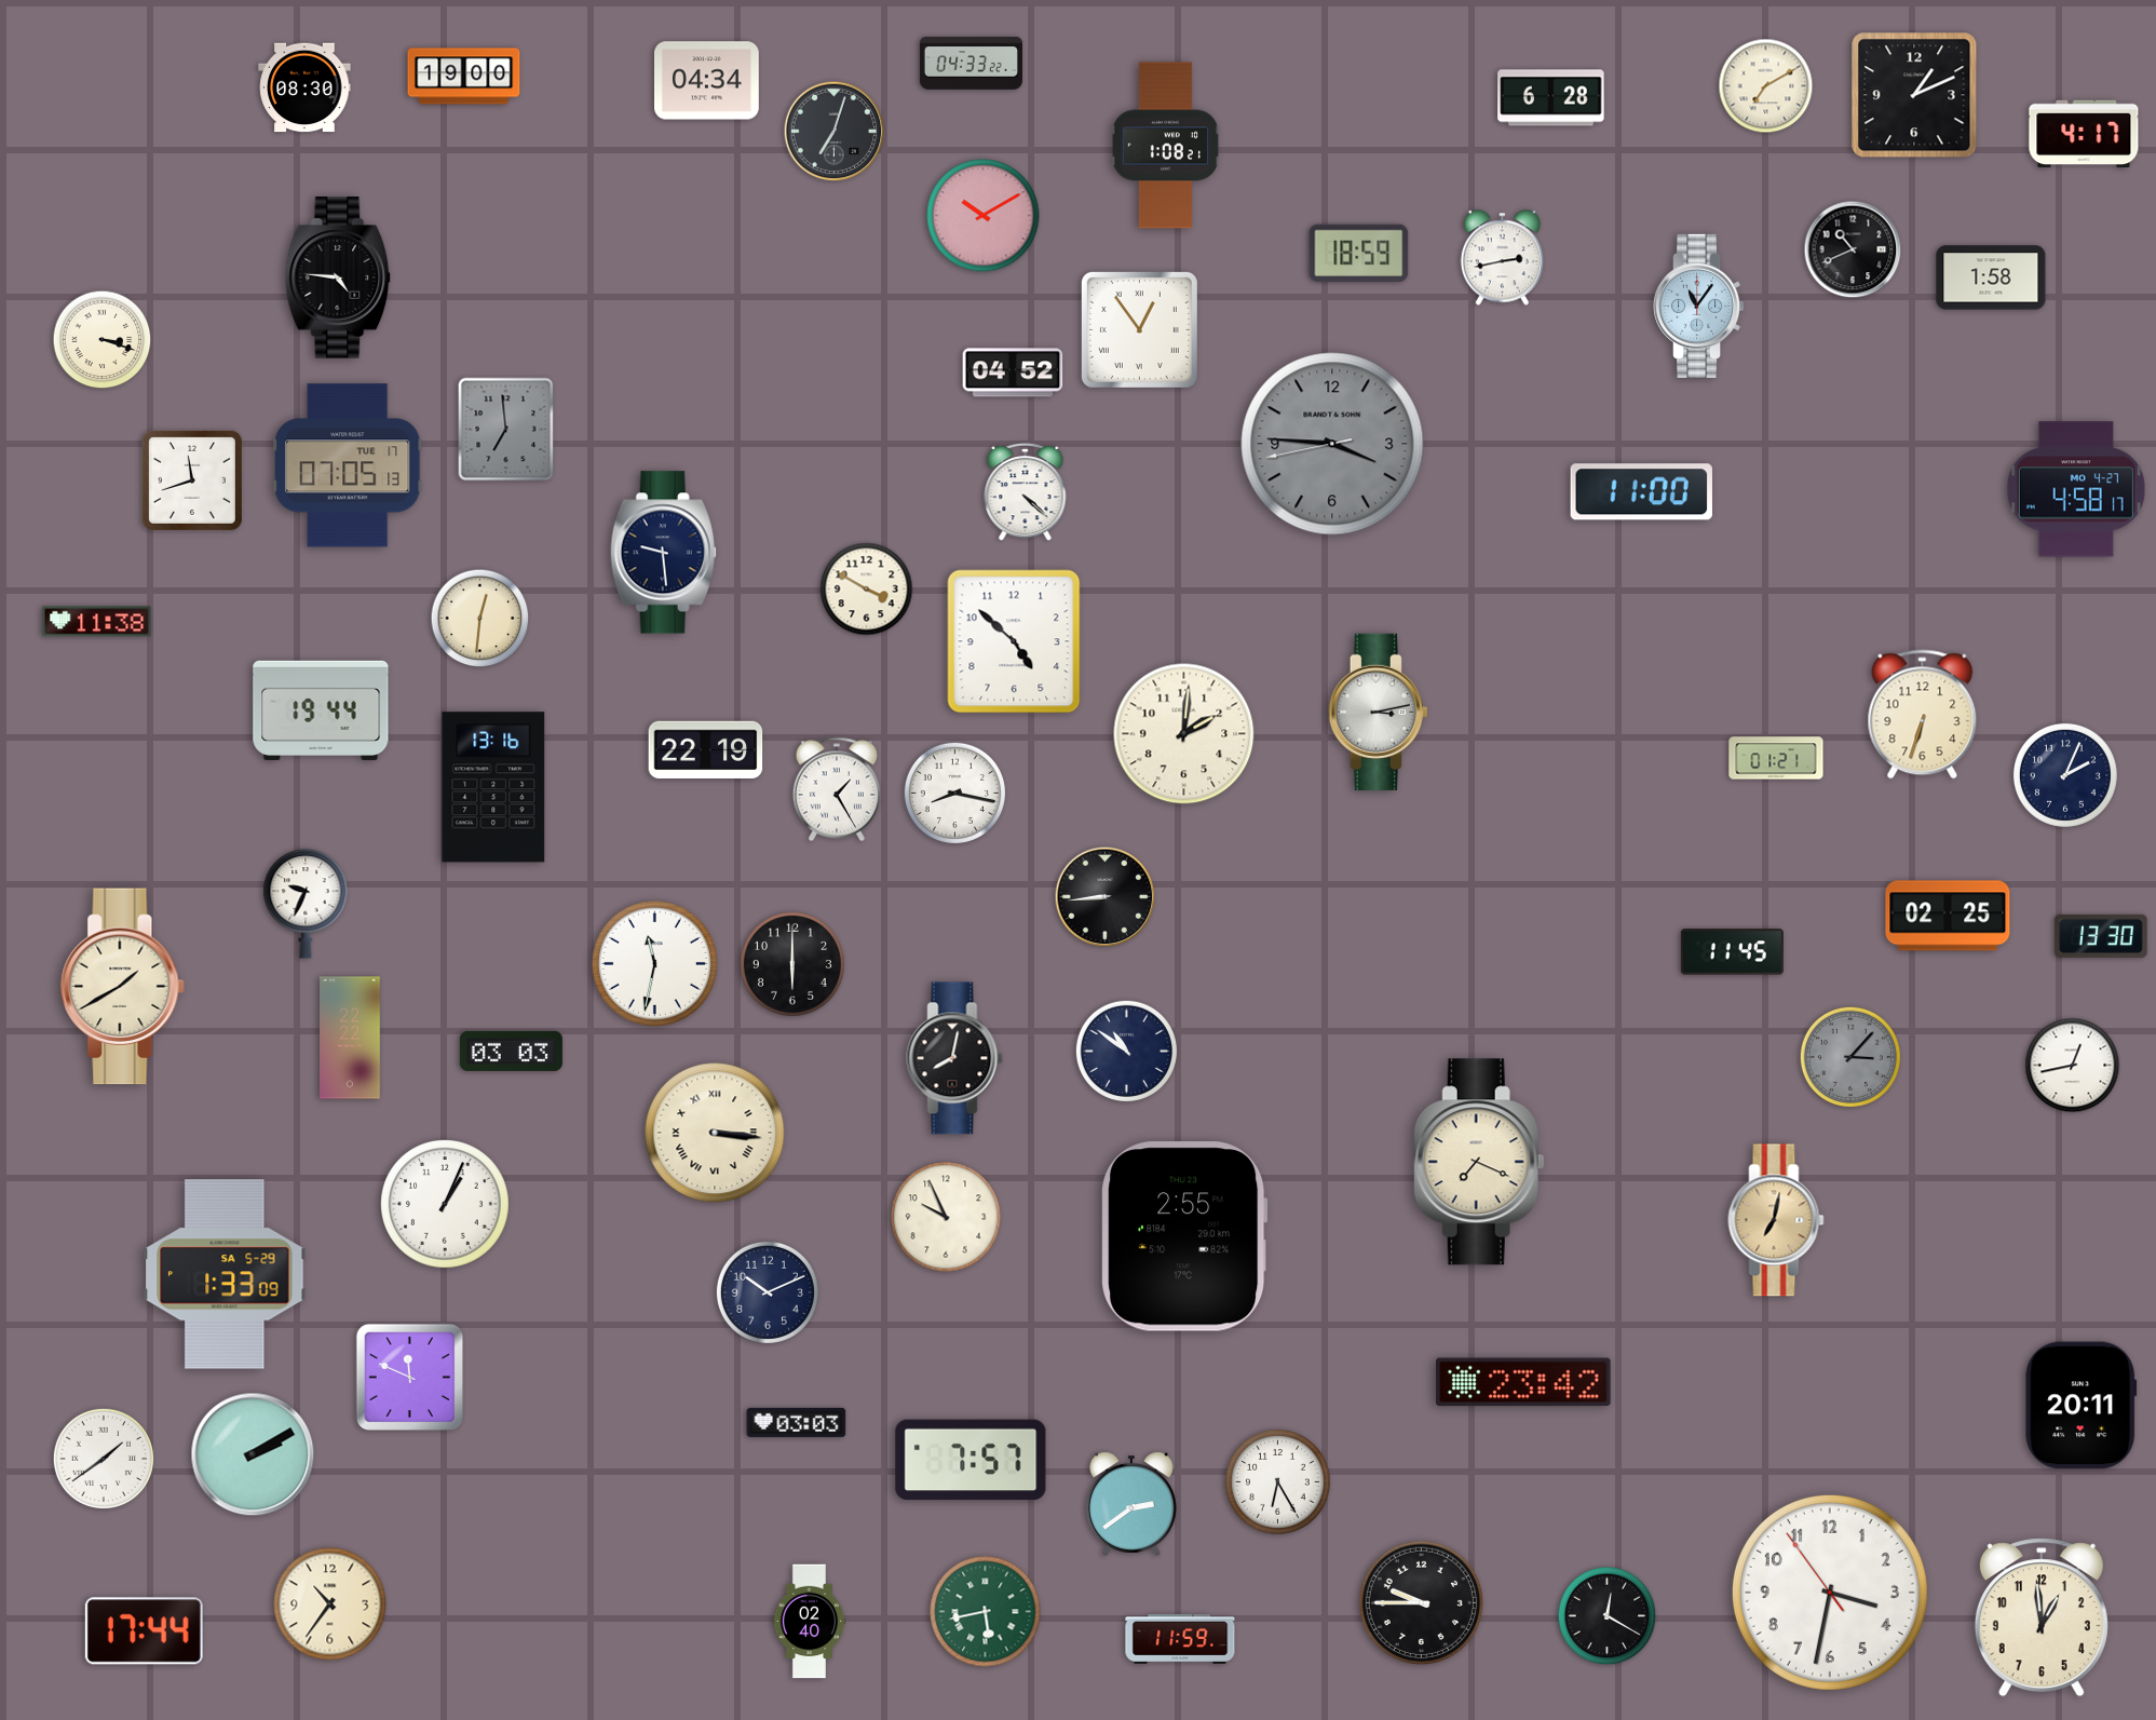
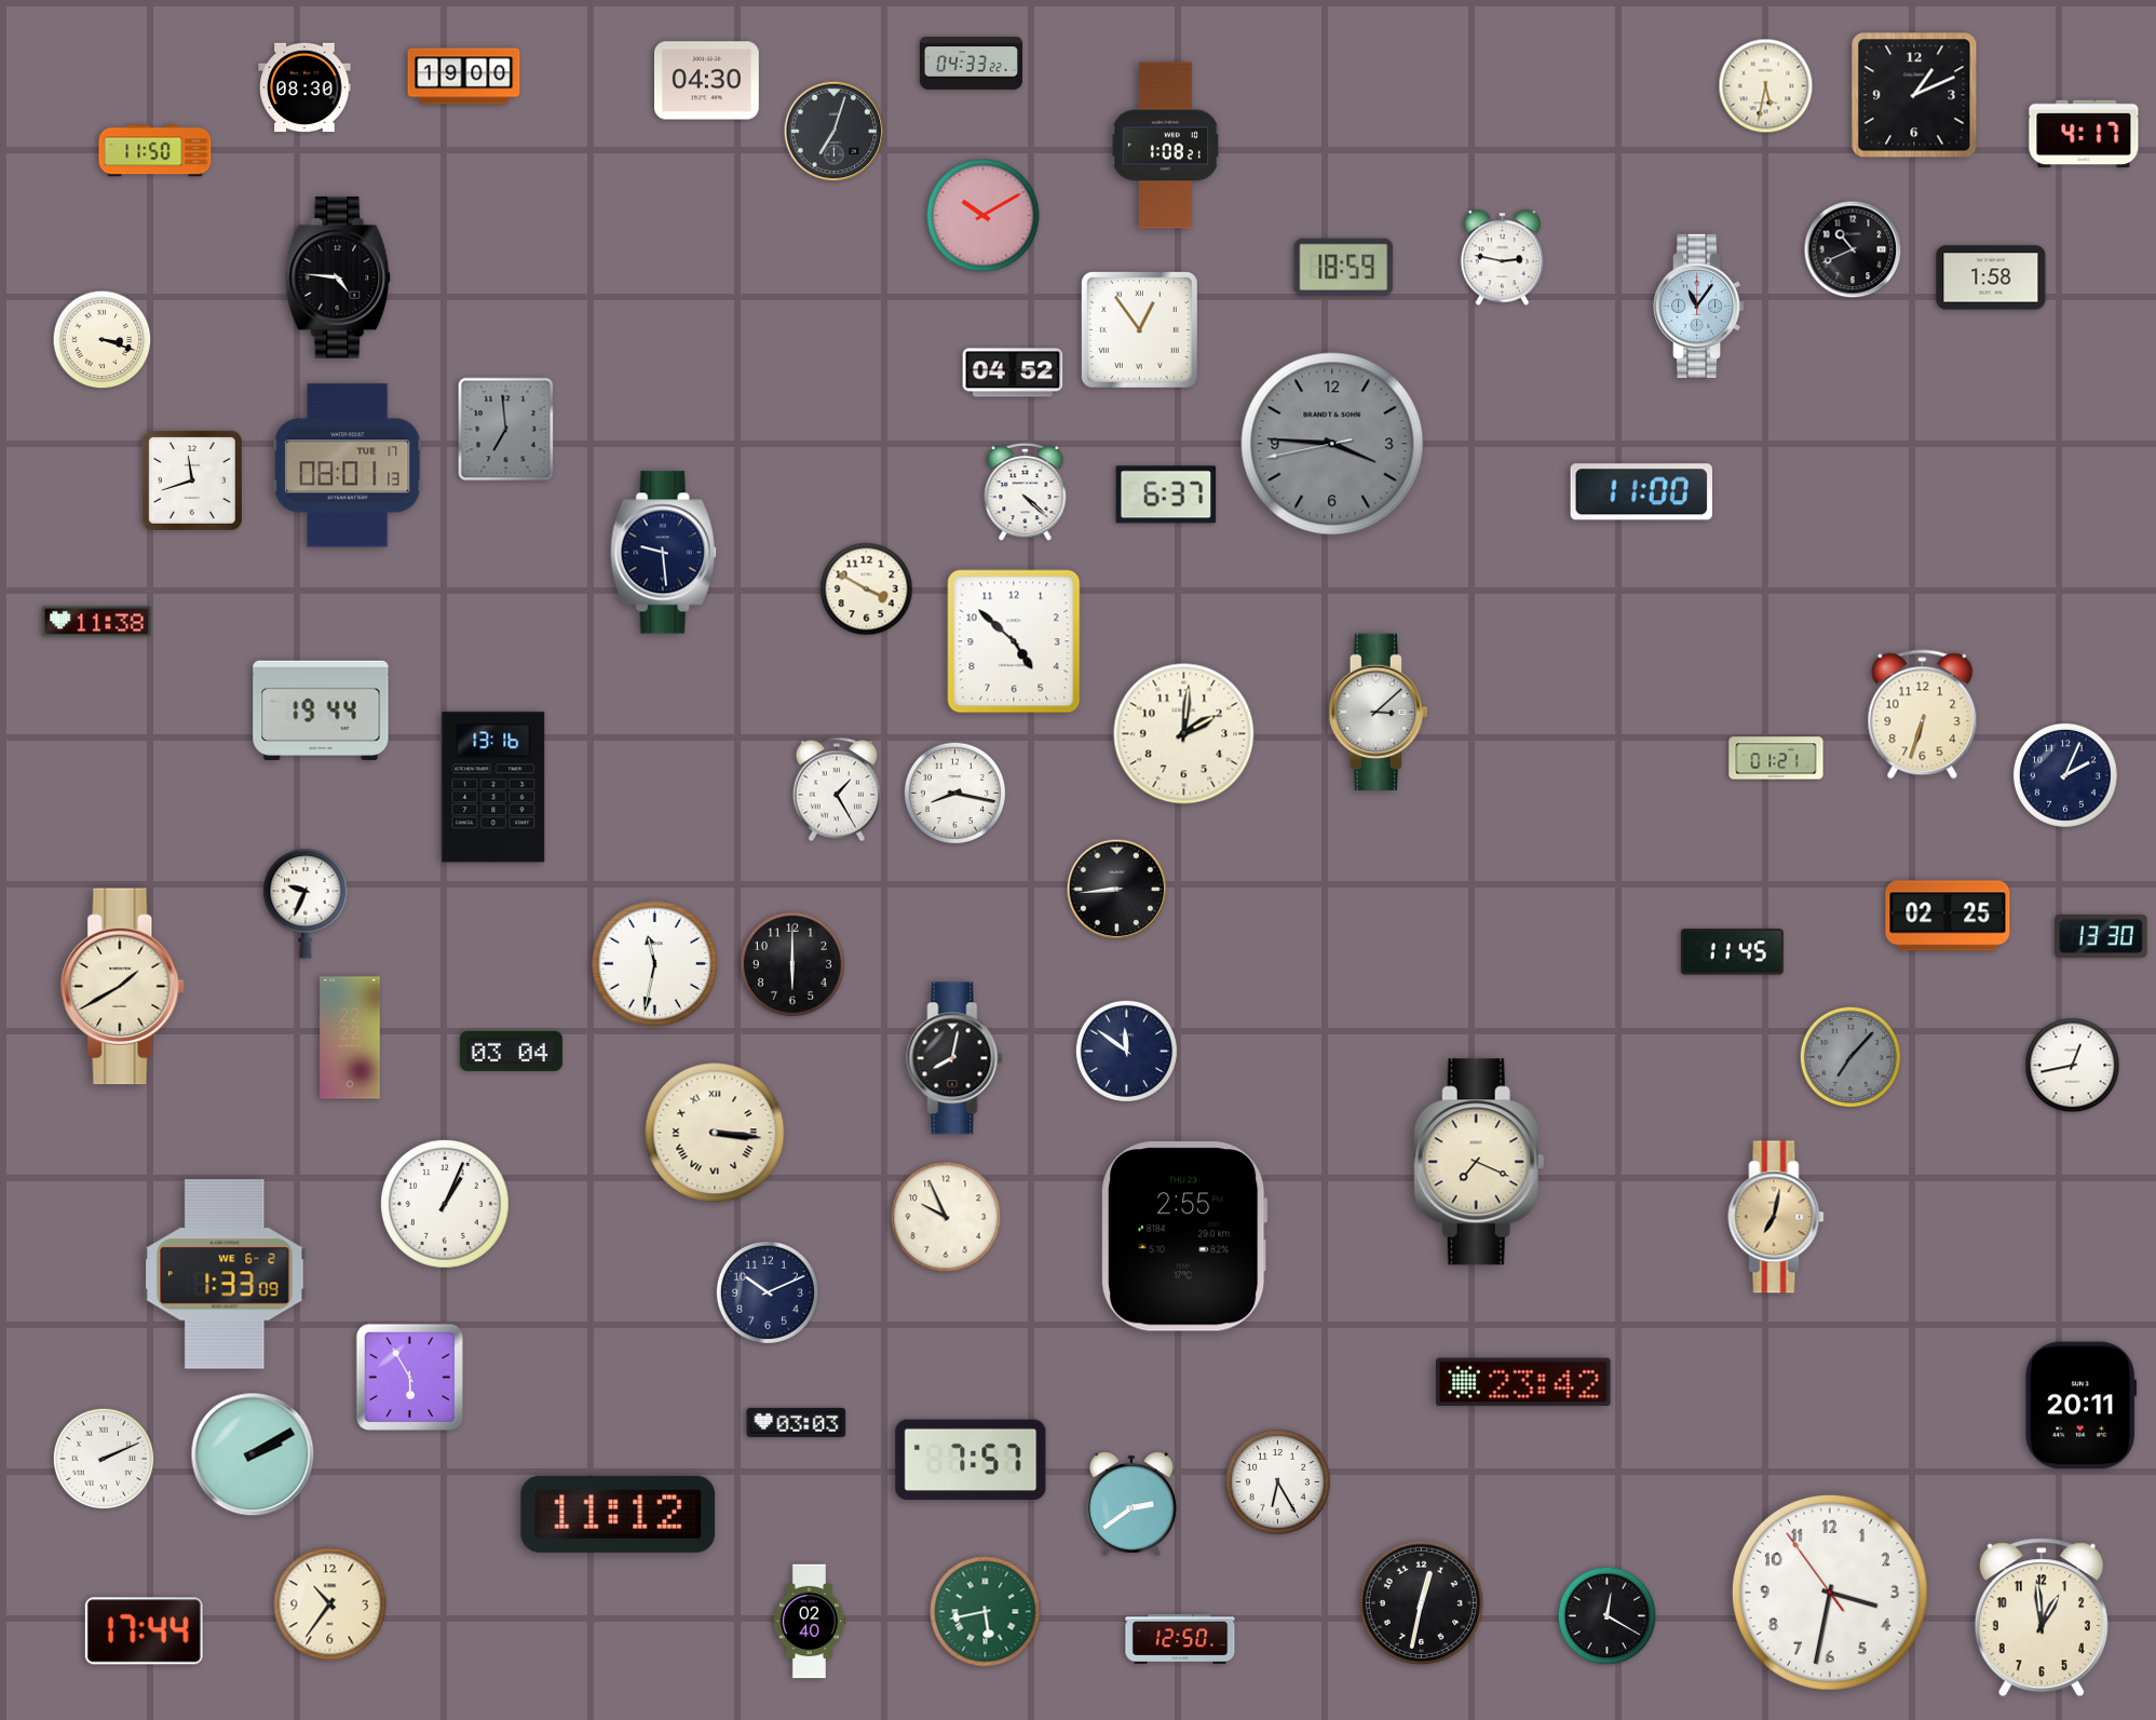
clock at (707, 81): 04:34 -> 04:30
clock at (1766, 86): 7:10 -> 5:32
clock at (1551, 98): 6:28 -> none
clock at (155, 151): none -> 11:50
clock at (1359, 253) position: (1359, 253) -> (1344, 267)
clock at (1503, 258): 2:43 -> 2:47
clock at (349, 465): 07:05 -> 08:01
clock at (2076, 489): 4:58 -> none
clock at (1166, 495): none -> 6:37
clock at (480, 619): 12:31 -> none
clock at (1378, 712): 3:13 -> 3:08
clock at (706, 749): 22:19 -> none
clock at (1106, 897) position: (1106, 897) -> (1117, 890)
clock at (511, 1051): 03:03 -> 03:04
clock at (1126, 1051): 10:51 -> 11:51
clock at (1849, 1056): 3:07 -> 7:07
clock at (1776, 1220) position: (1776, 1220) -> (1776, 1217)
clock at (225, 1274) date: SA 5-29 -> WE 6-2
clock at (409, 1377): 11:49 -> 5:55
clock at (103, 1458): 1:39 -> 2:11
clock at (619, 1514): none -> 11:12
clock at (1421, 1602): 9:45 -> 12:32
clock at (1180, 1639): 11:59 -> 12:50
